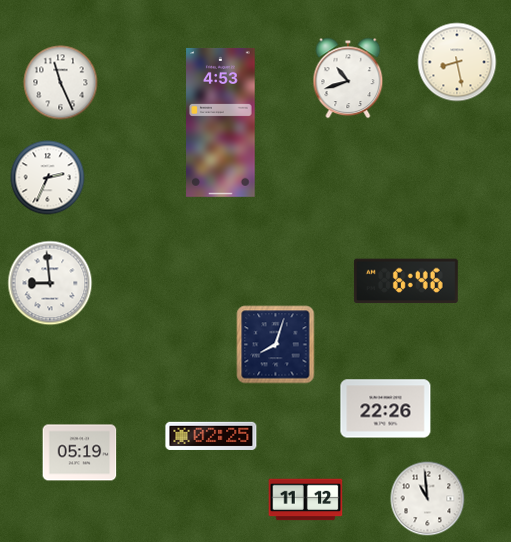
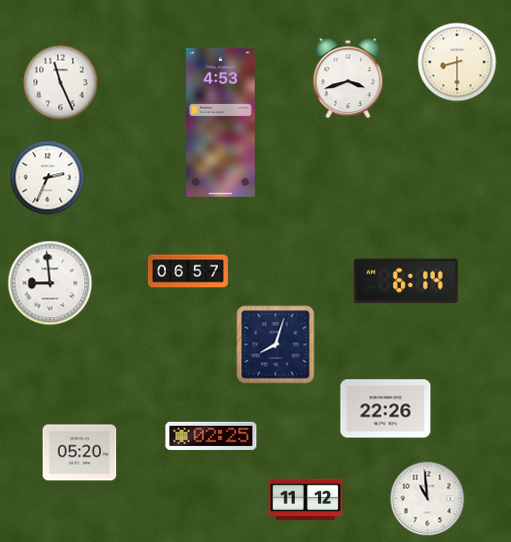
clock at (457, 62): 8:28 -> 8:30
clock at (348, 78): 10:42 -> 3:42
clock at (188, 271): none -> 06:57
clock at (406, 281): 6:46 -> 6:14
clock at (80, 453): 05:19 -> 05:20
